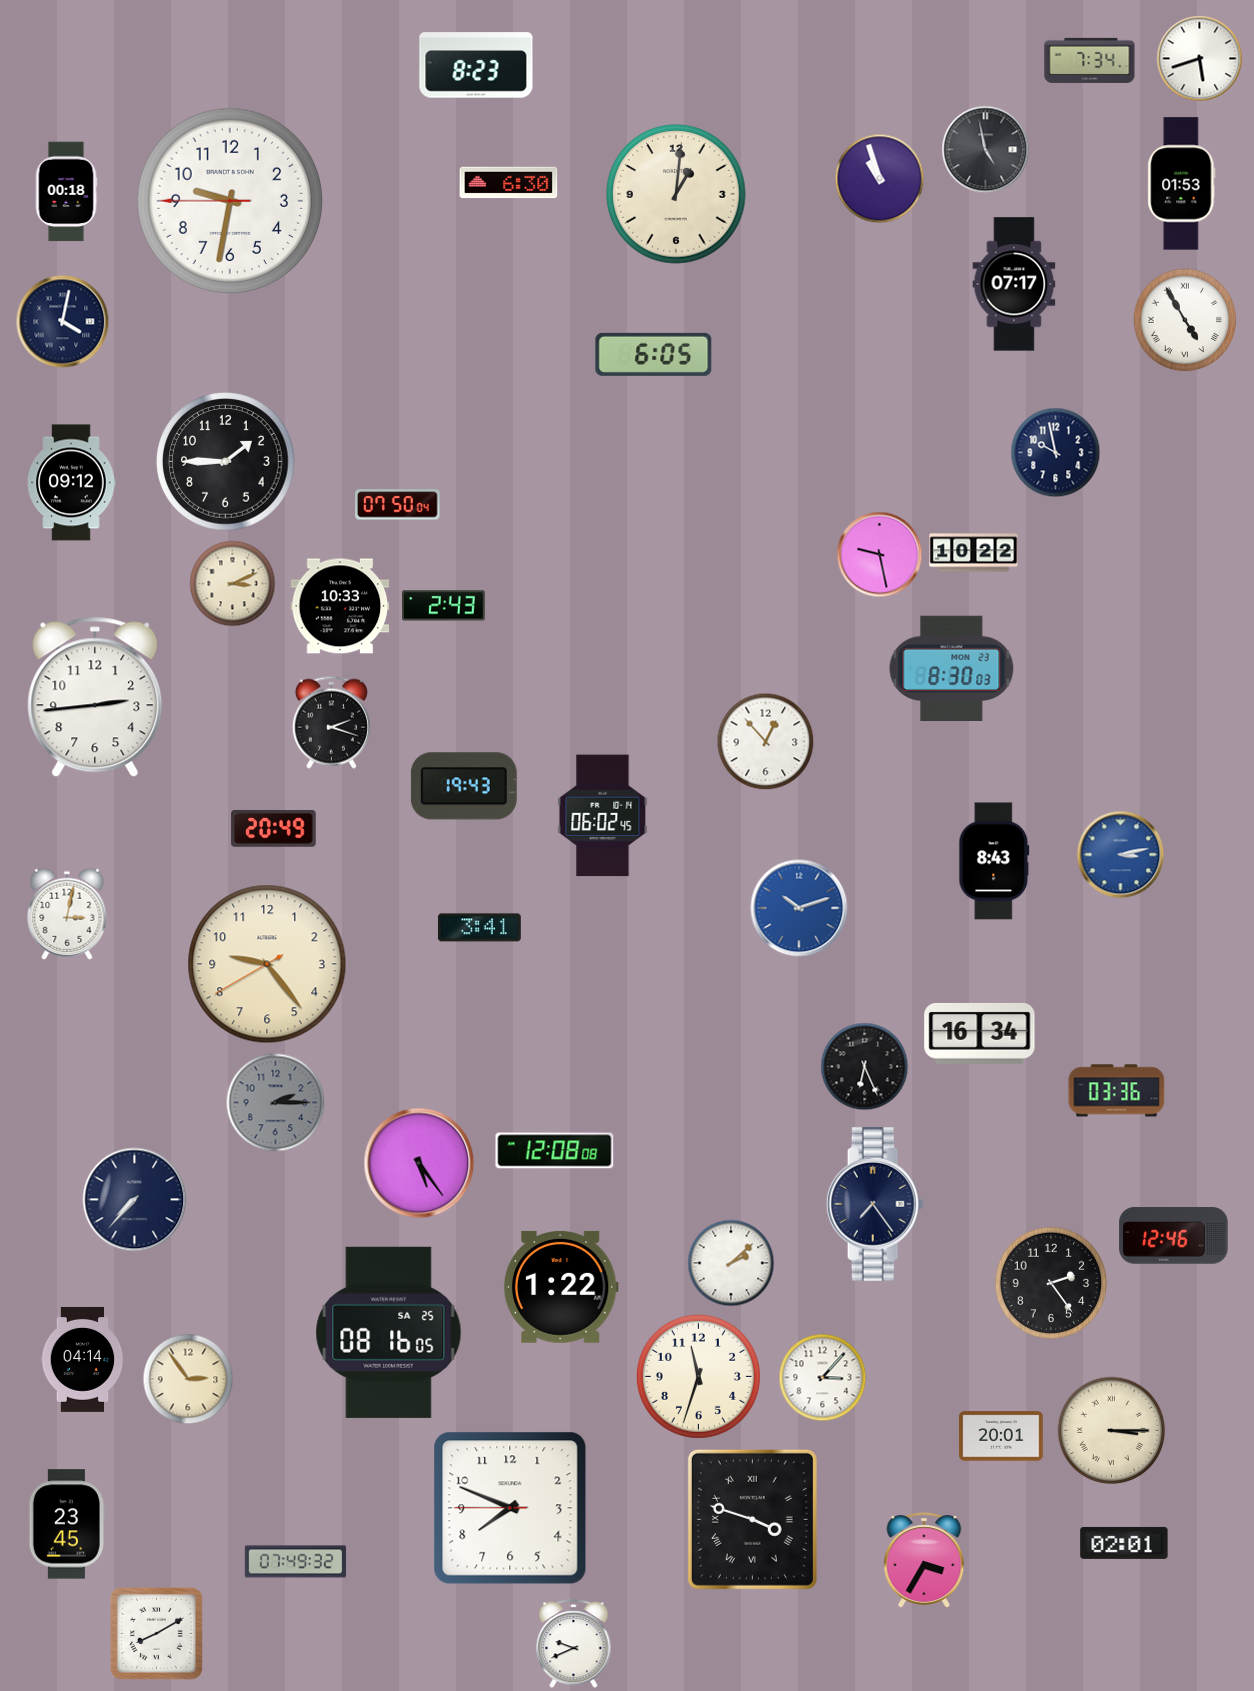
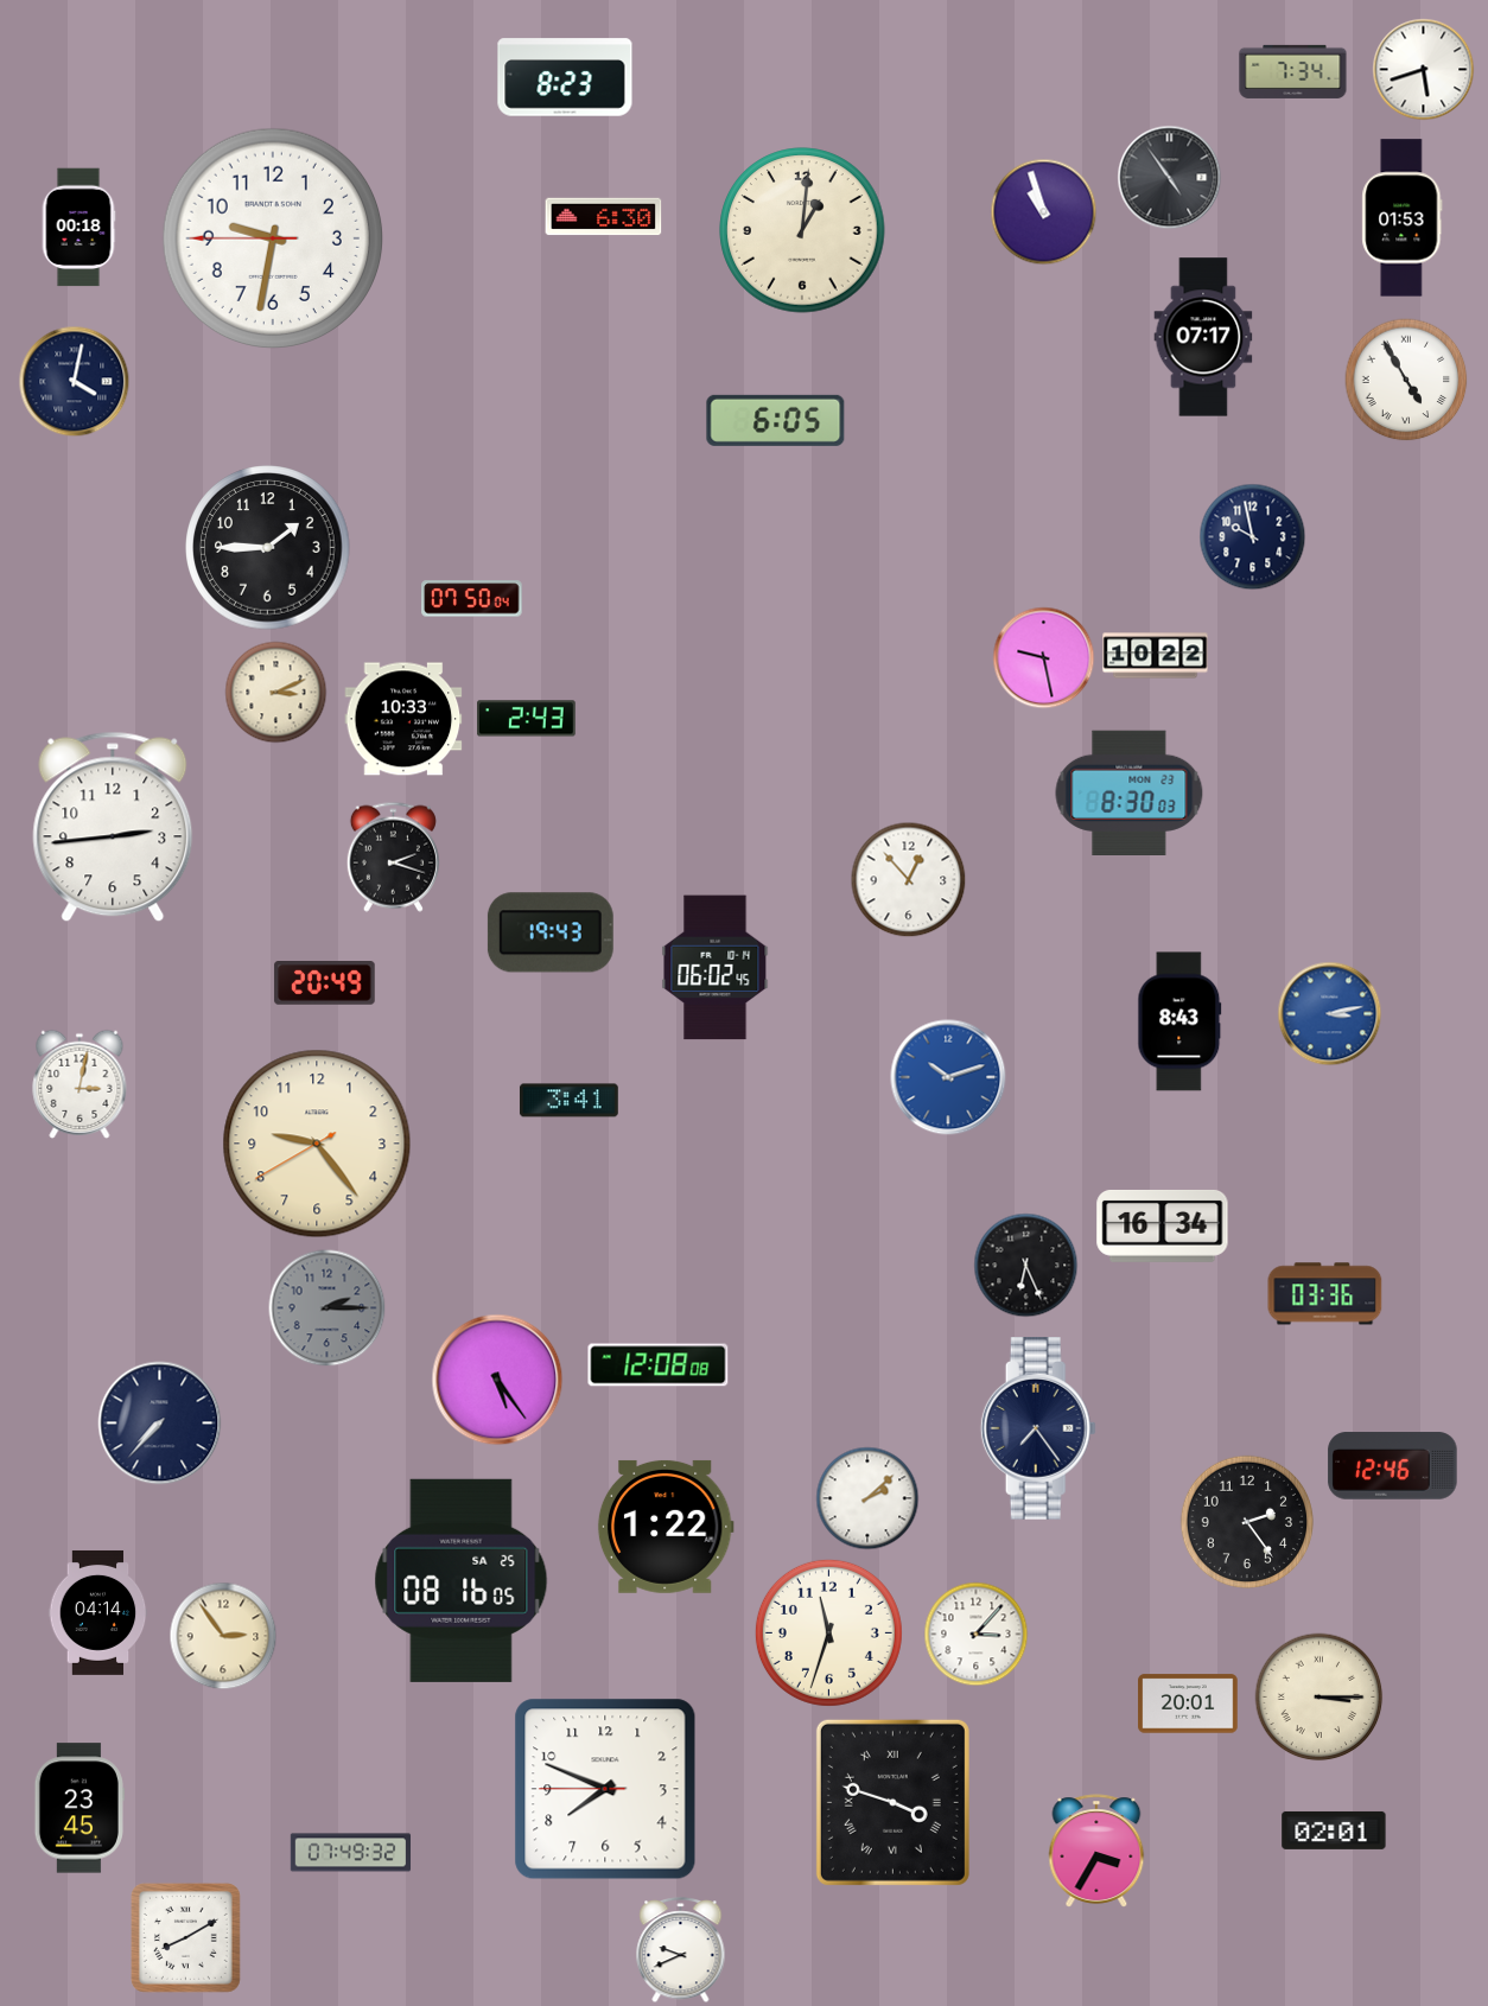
clock at (986, 150): 4:58 -> 4:54
clock at (71, 483): 09:12 -> none
